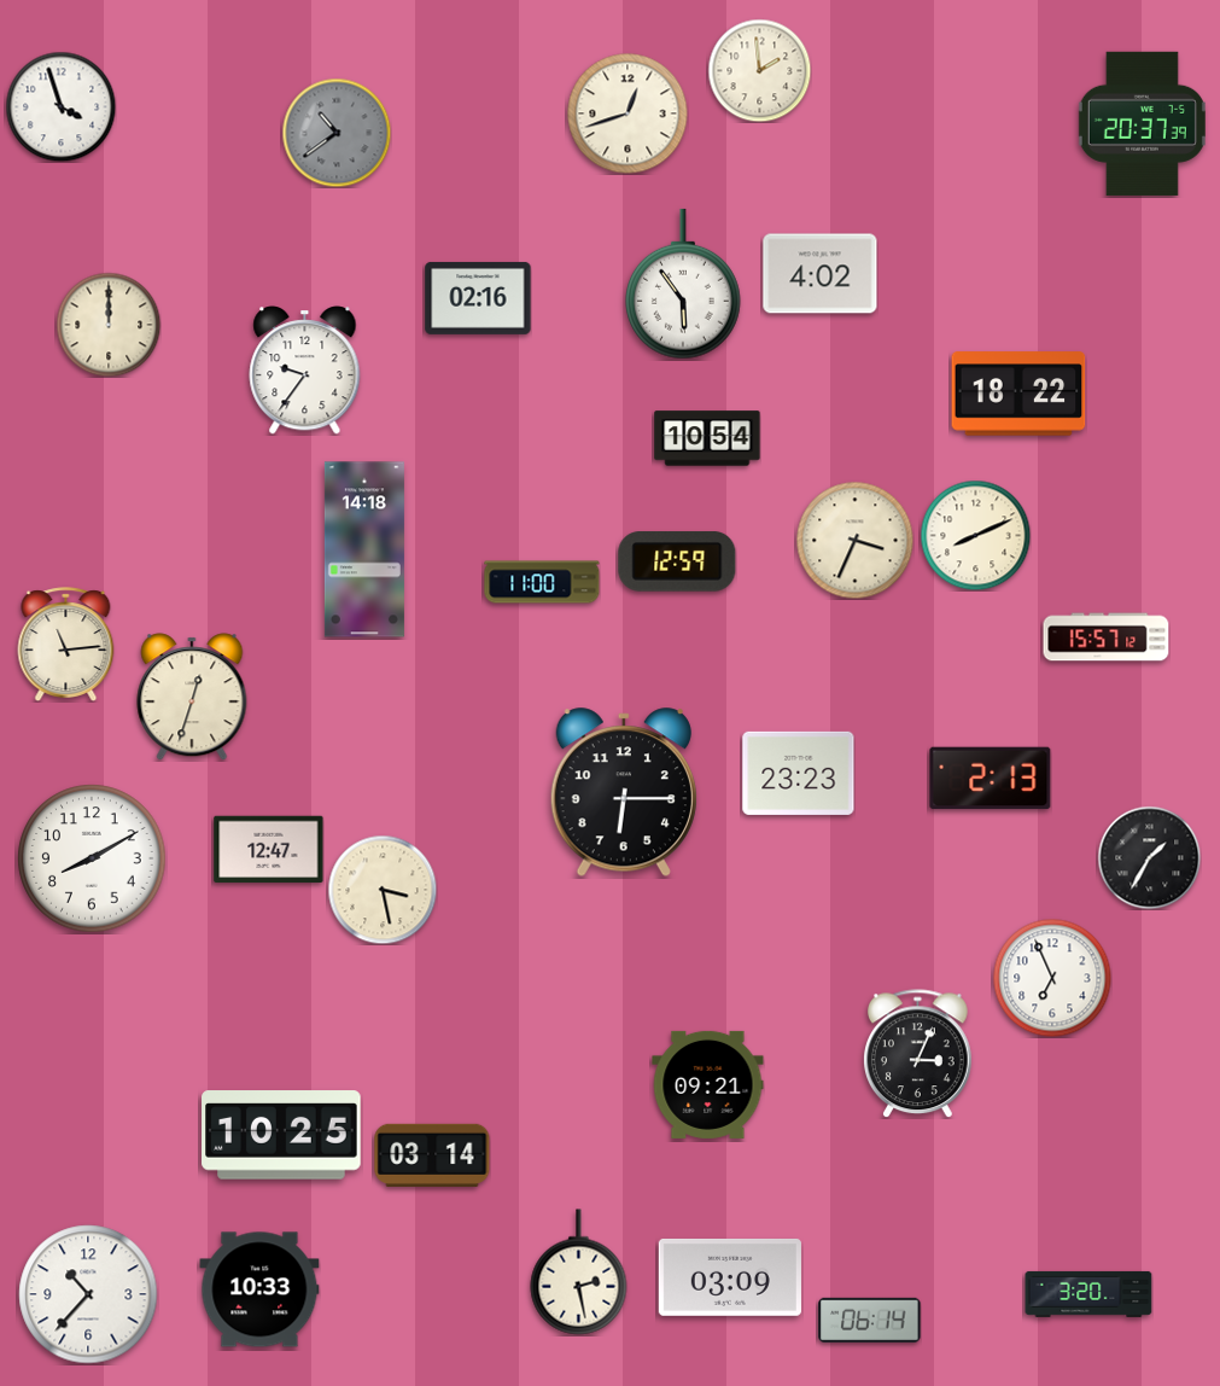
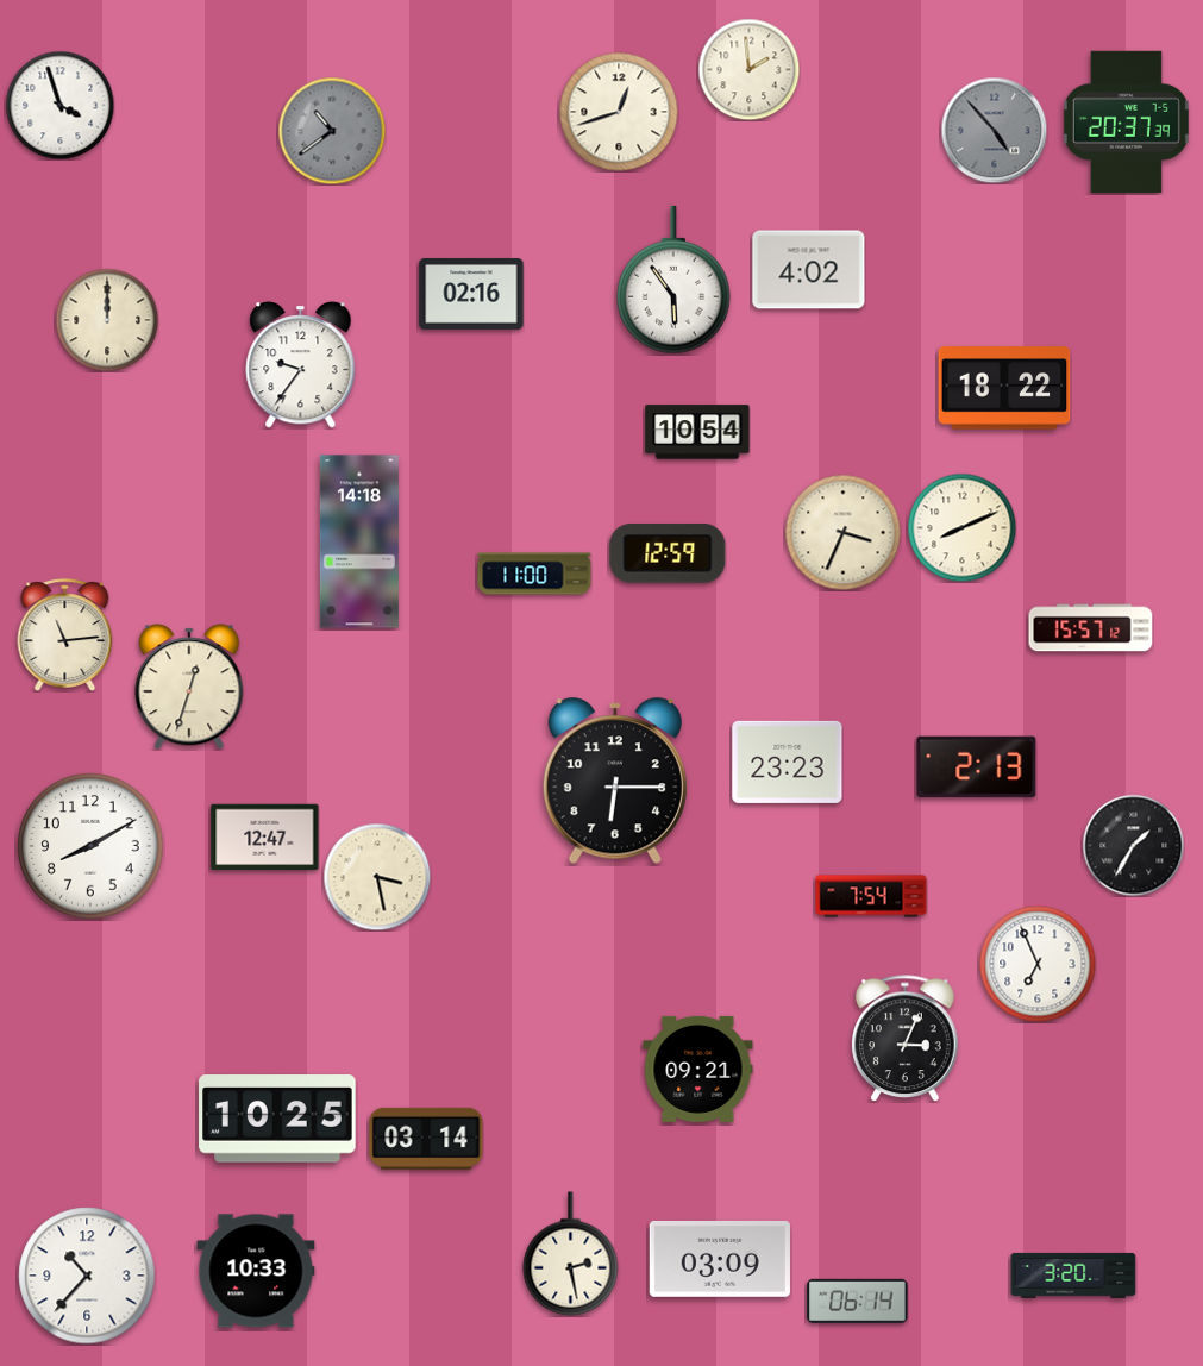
clock at (994, 130): none -> 4:53
clock at (871, 896): none -> 7:54
